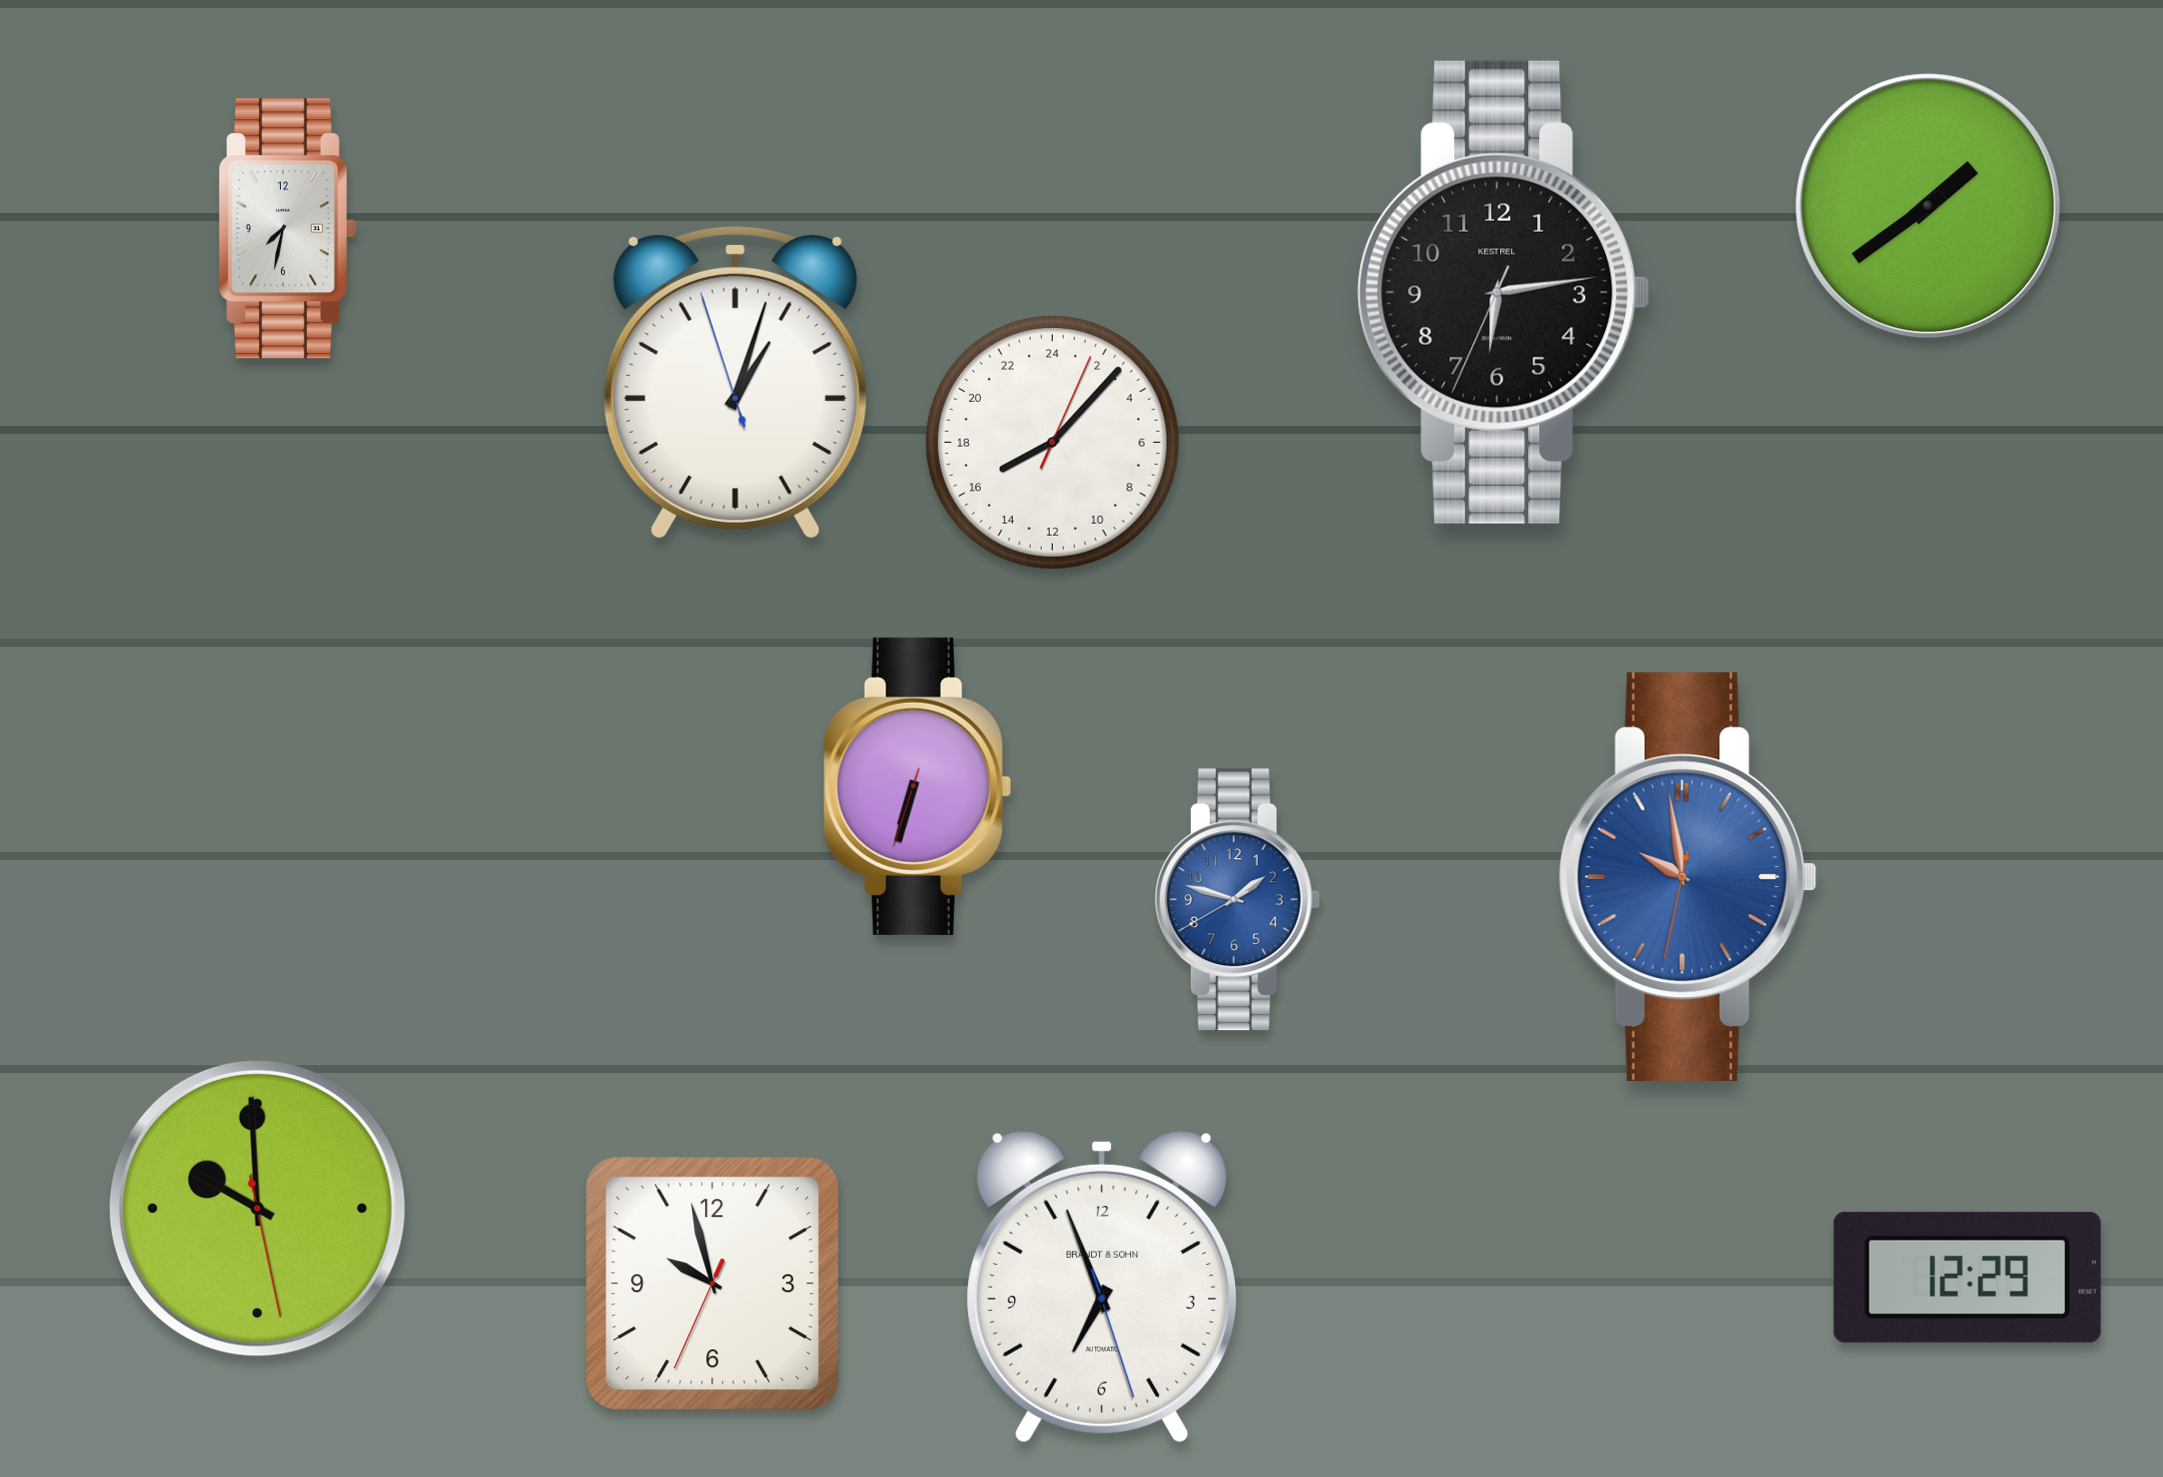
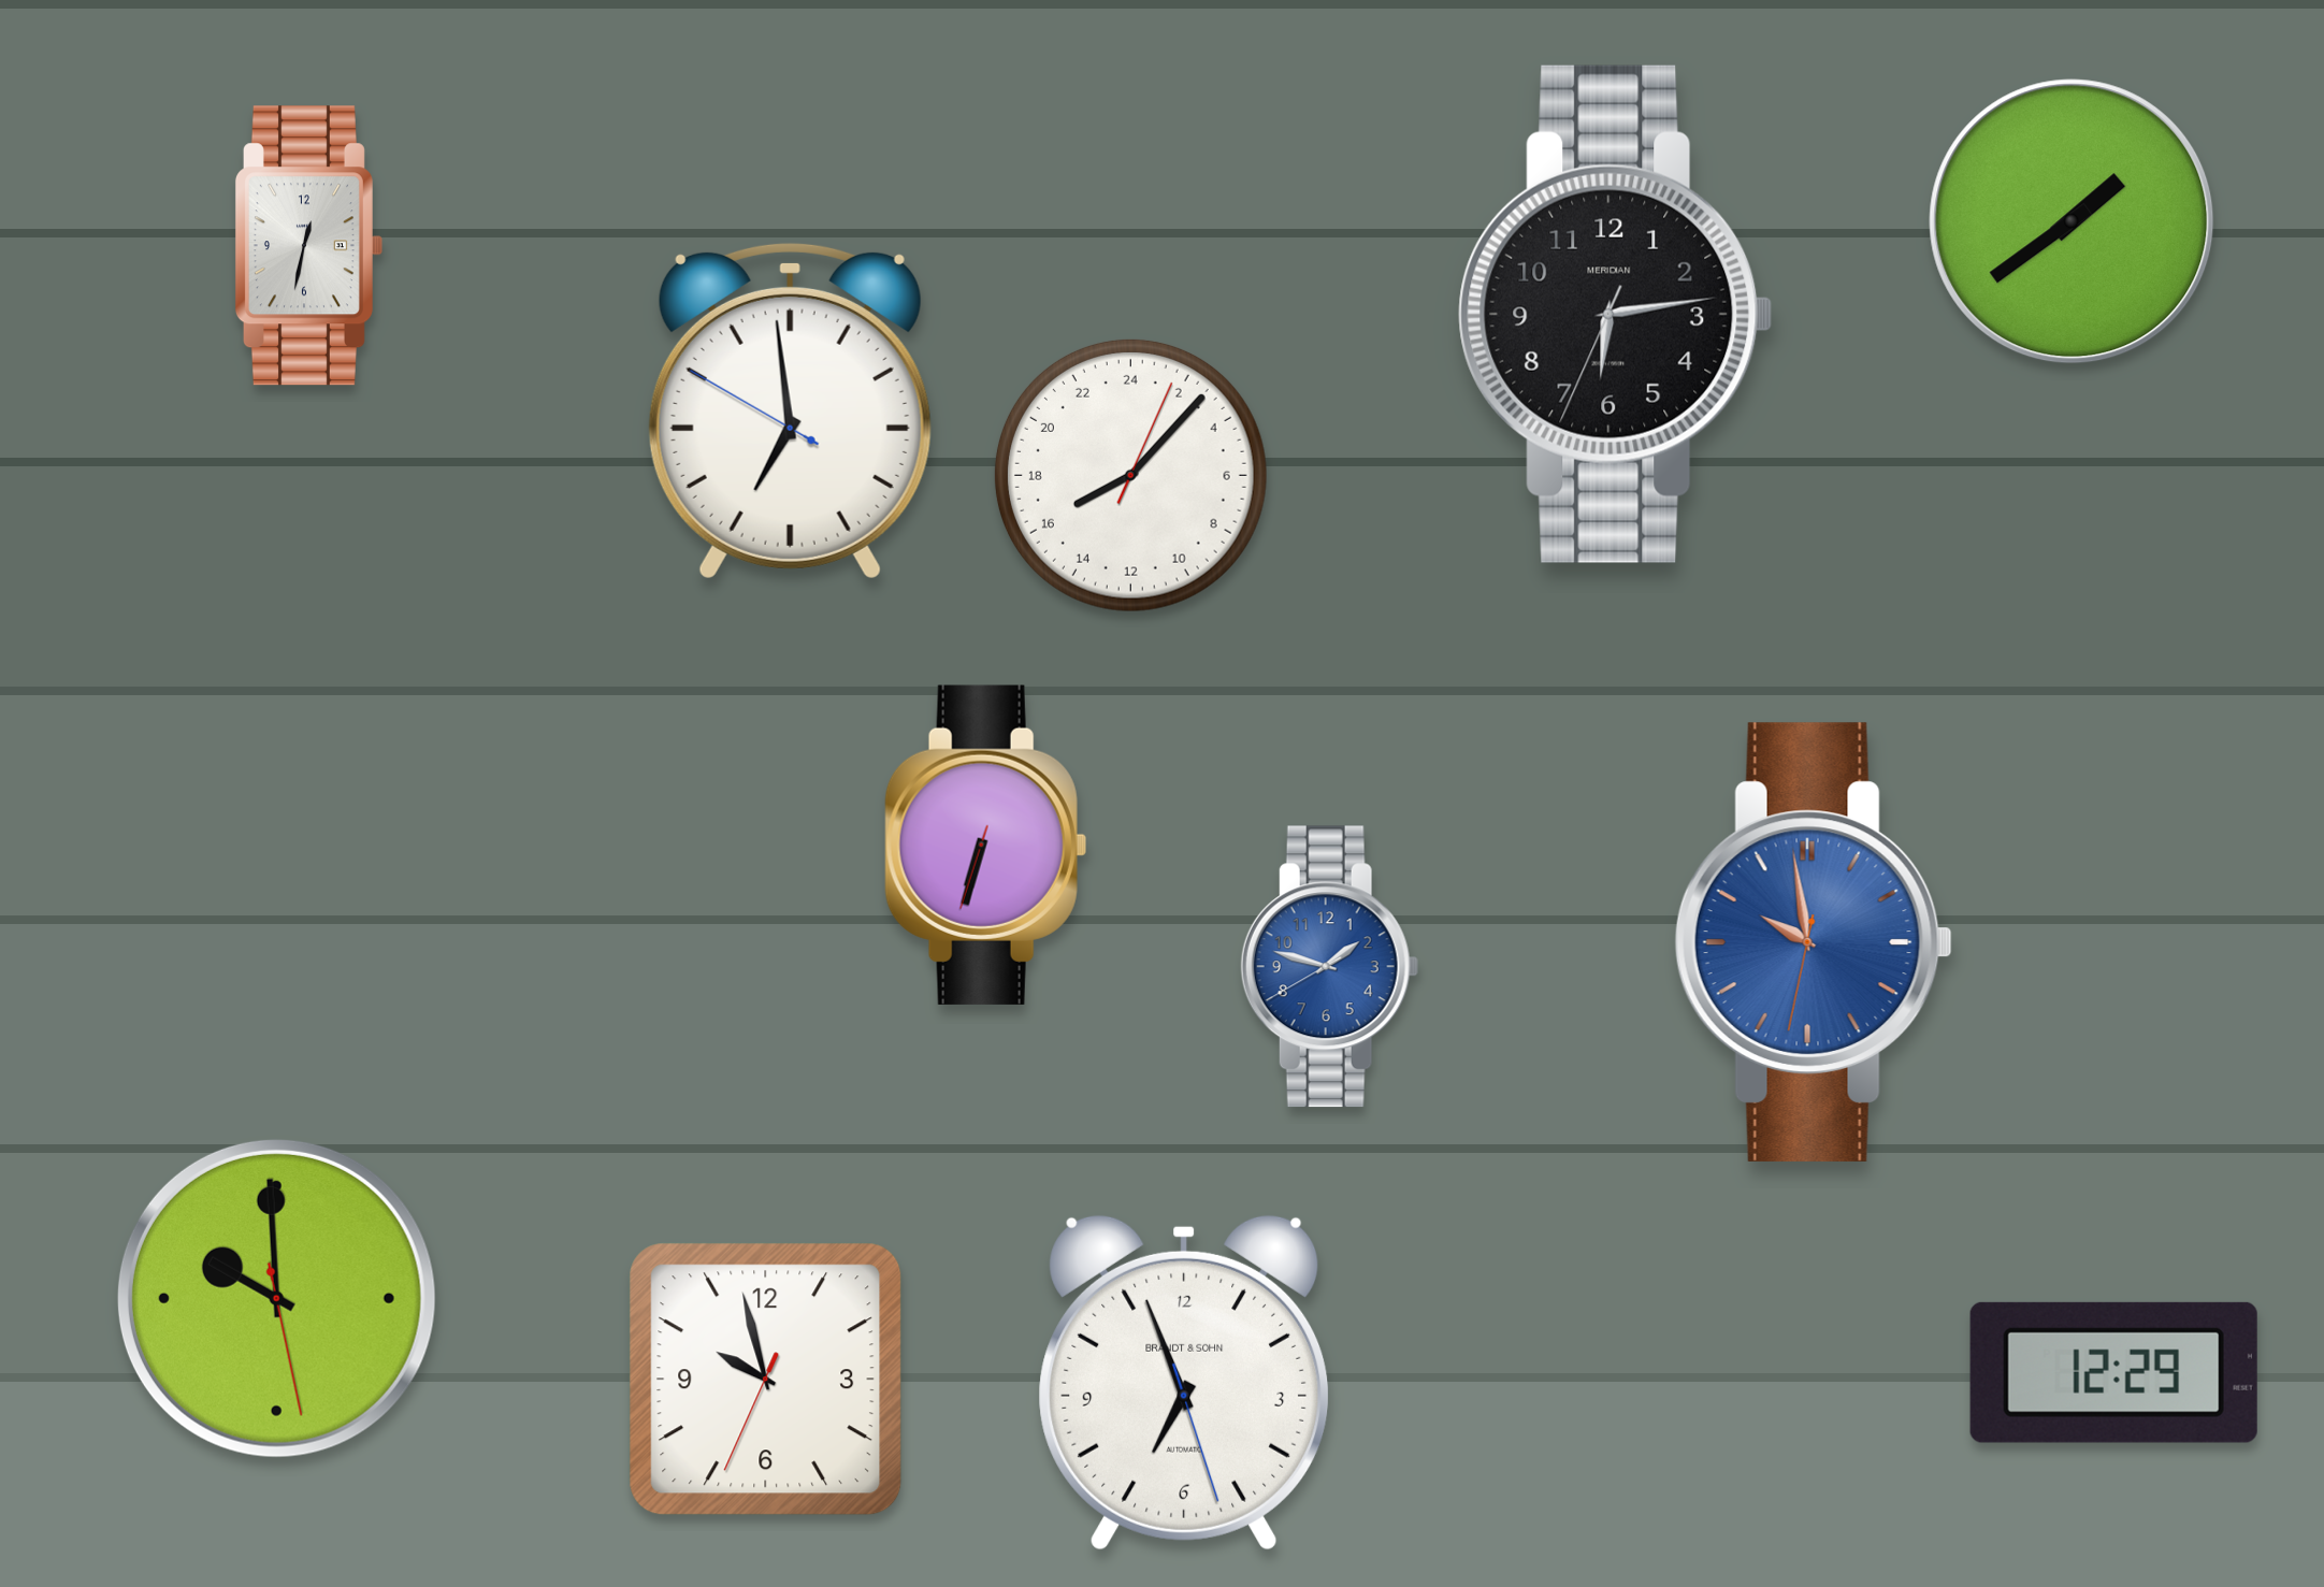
clock at (287, 229): 7:32 -> 12:32
clock at (1504, 292) brand: KESTREL -> MERIDIAN
clock at (735, 382): 1:02 -> 6:58
